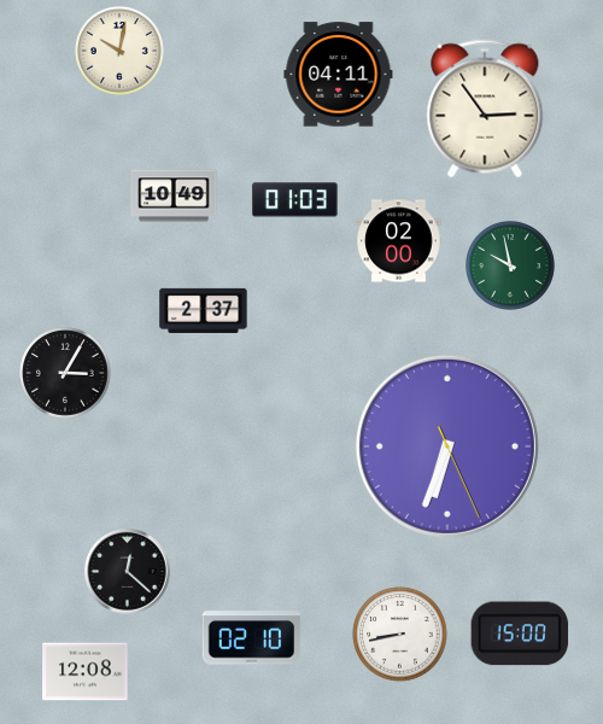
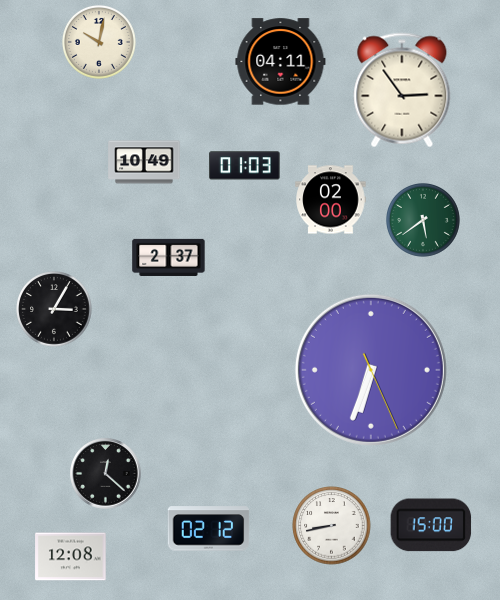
clock at (510, 265): 9:58 -> 5:39
clock at (252, 638): 02:10 -> 02:12
